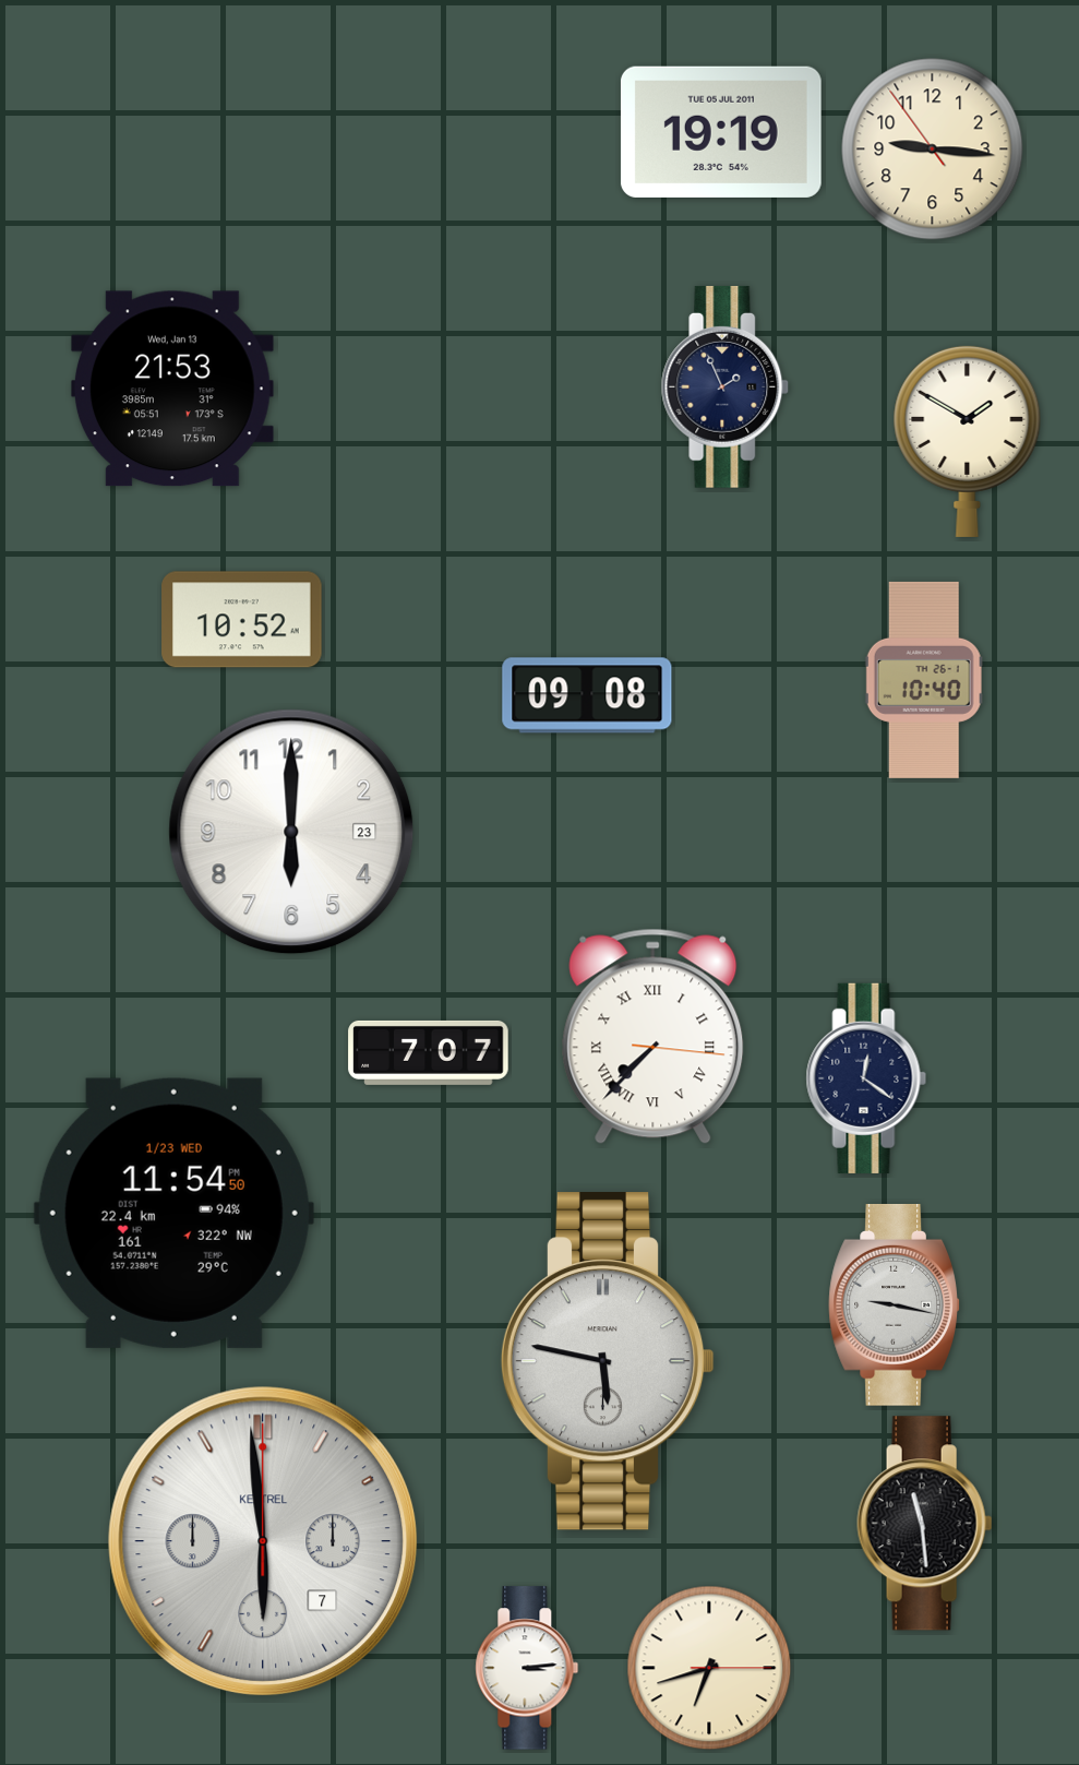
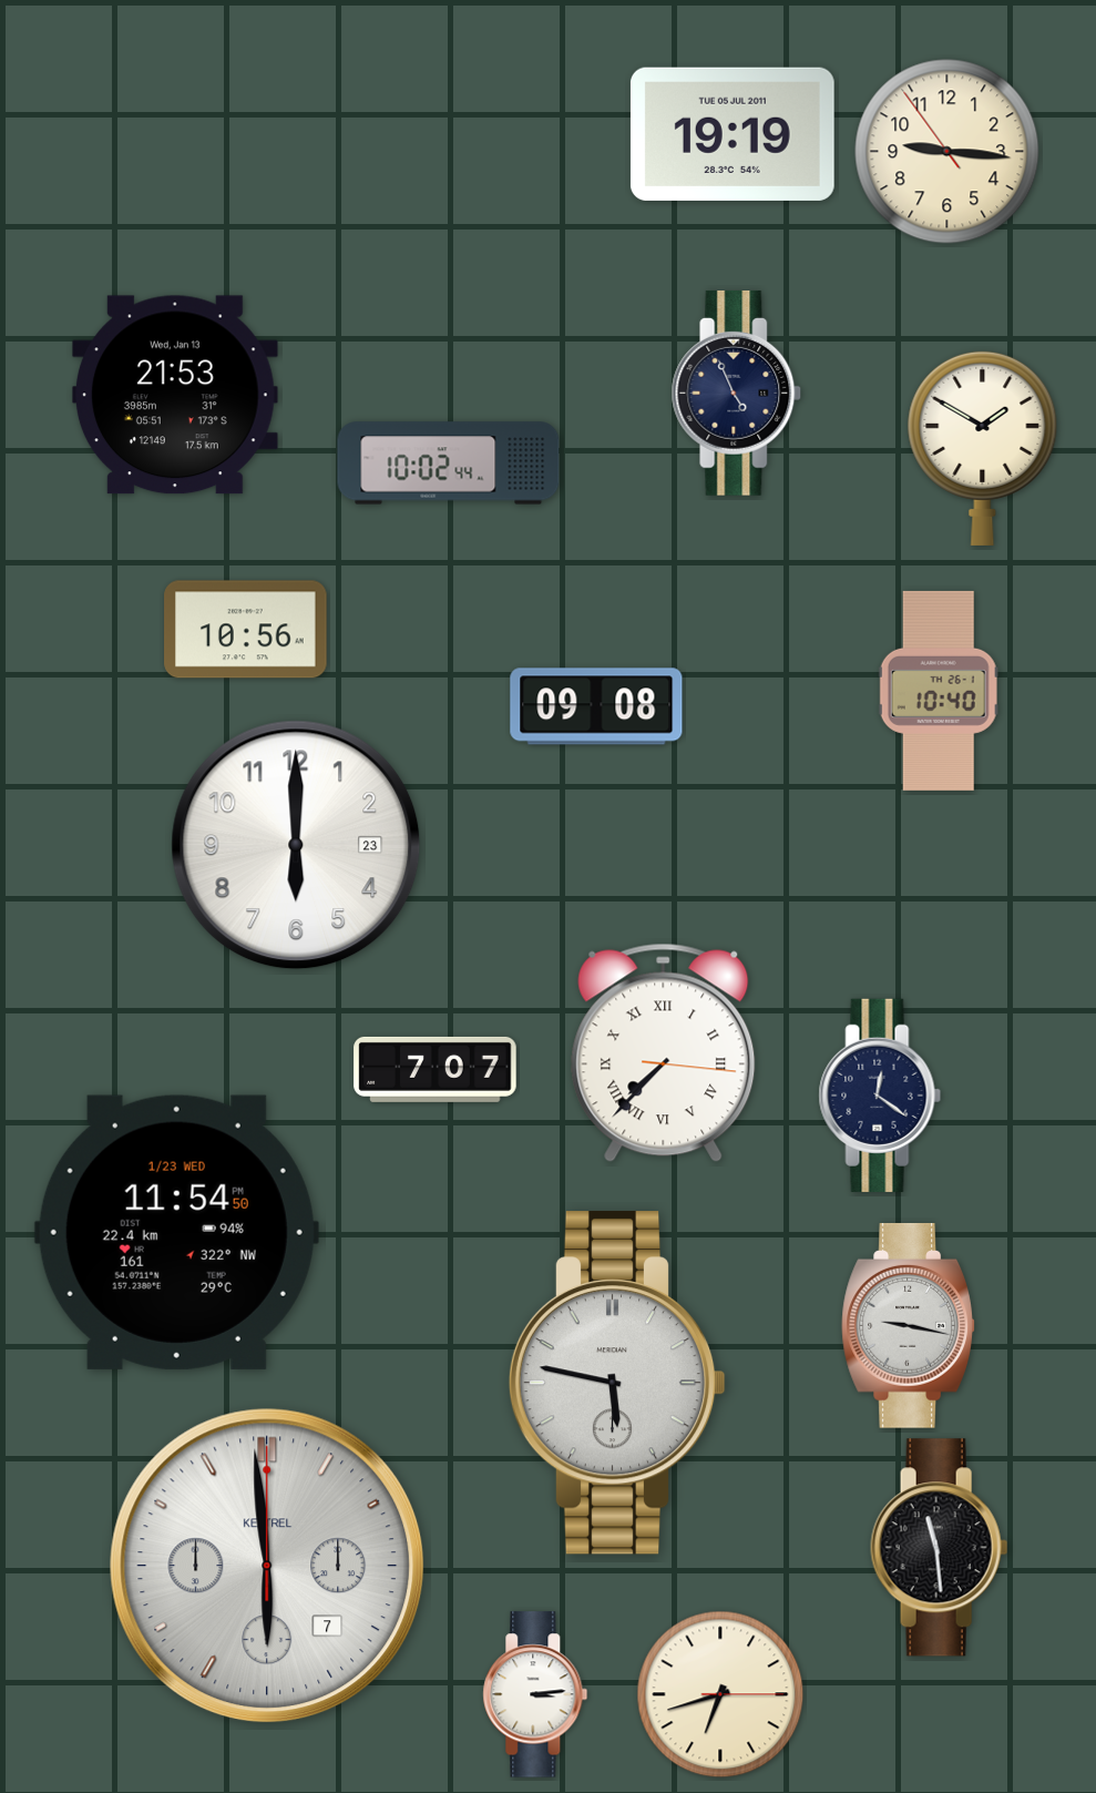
clock at (726, 386): 1:56 -> 4:56
clock at (449, 463): none -> 10:02
clock at (242, 620): 10:52 -> 10:56
